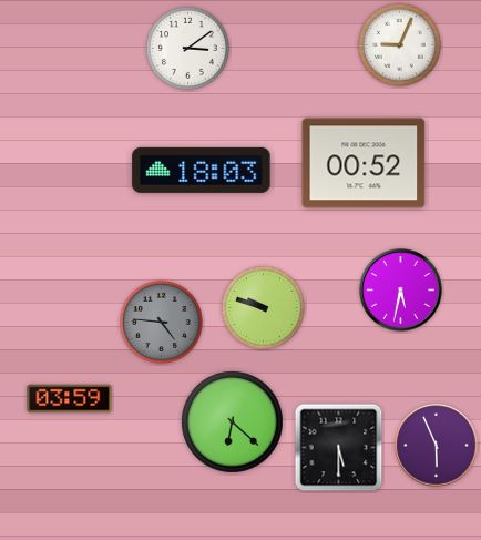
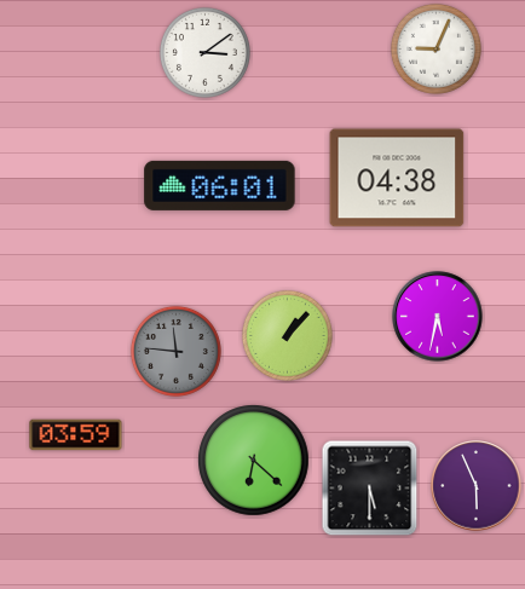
clock at (364, 163): 00:52 -> 04:38
clock at (202, 170): 18:03 -> 06:01
clock at (263, 307): 9:48 -> 1:07
clock at (161, 322): 4:46 -> 11:46
